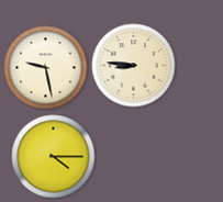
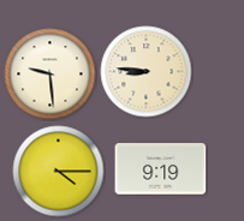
clock at (46, 68): 9:28 -> 9:29
clock at (161, 169): none -> 9:19
